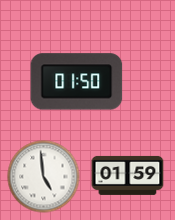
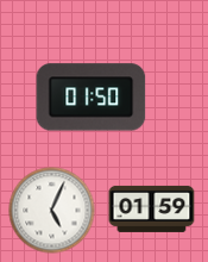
clock at (44, 177): 4:59 -> 5:04
